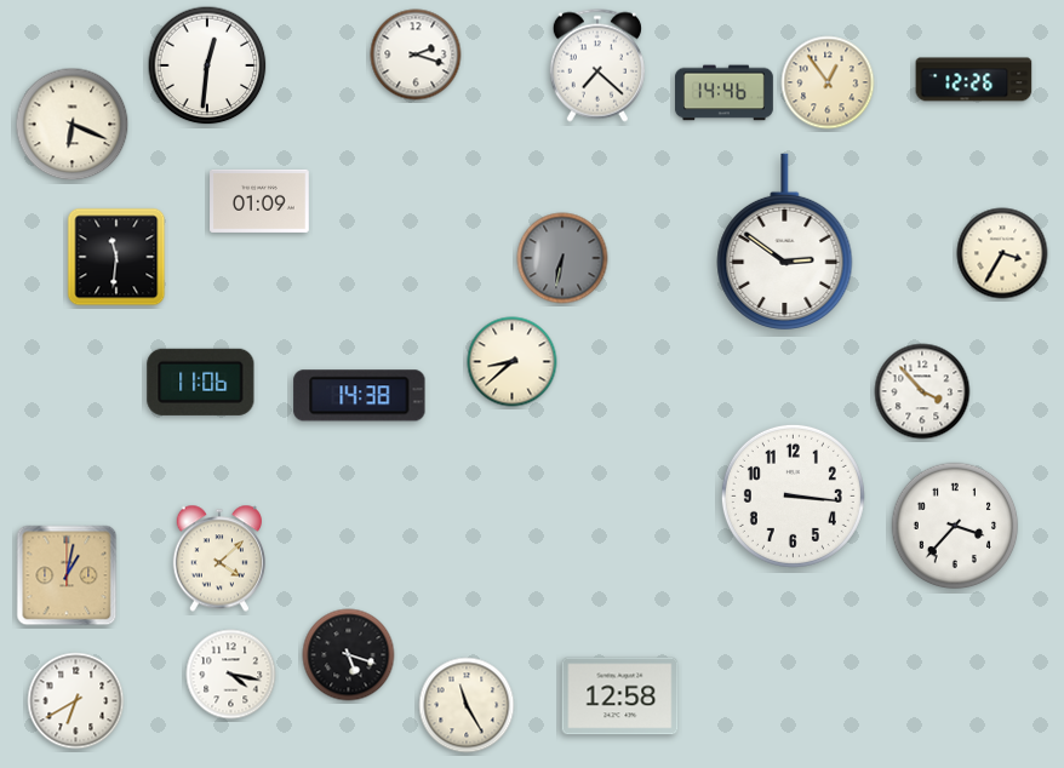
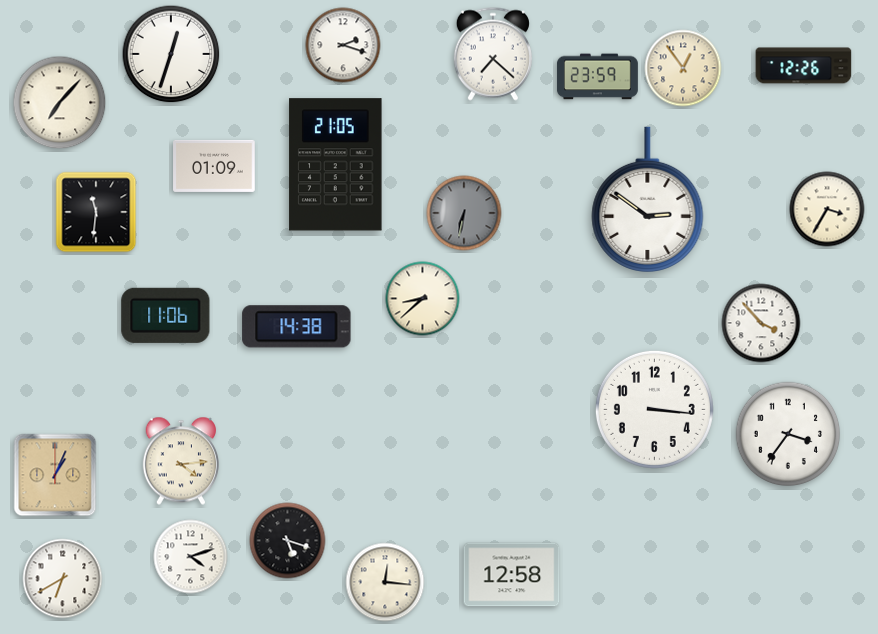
clock at (207, 65): 12:31 -> 12:33
clock at (725, 93): 14:46 -> 23:59
clock at (73, 125): 6:19 -> 7:07
clock at (336, 165): none -> 21:05
clock at (955, 526): 3:37 -> 3:36
clock at (218, 558): 4:08 -> 4:14
clock at (67, 575): 1:02 -> 1:04
clock at (231, 675): 4:17 -> 4:12
clock at (467, 705): 11:25 -> 12:16
